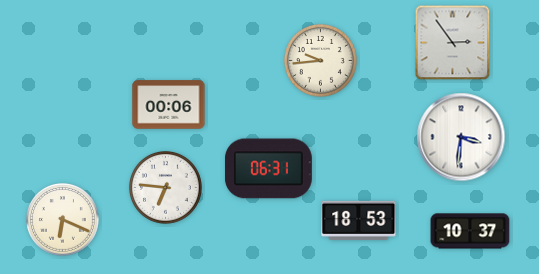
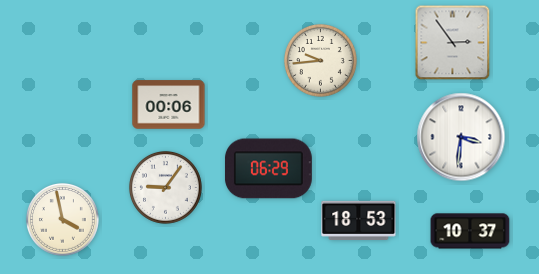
clock at (268, 169): 06:31 -> 06:29
clock at (166, 187): 6:46 -> 9:06
clock at (63, 219): 6:19 -> 3:58
